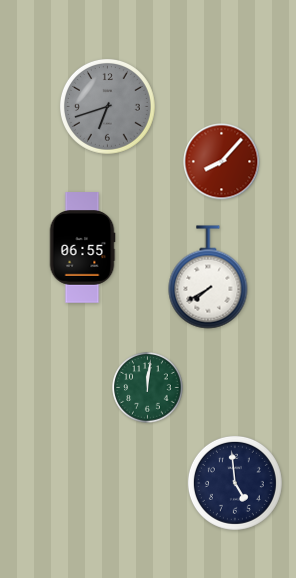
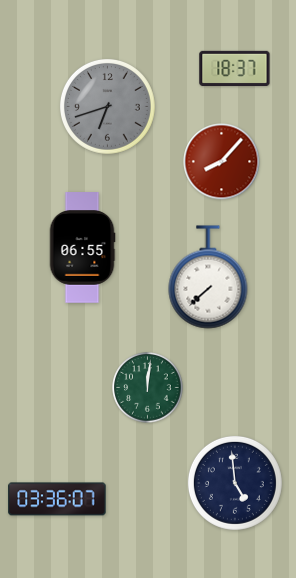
clock at (235, 68): none -> 18:37
clock at (208, 277): 7:40 -> 7:38
clock at (57, 499): none -> 03:36
